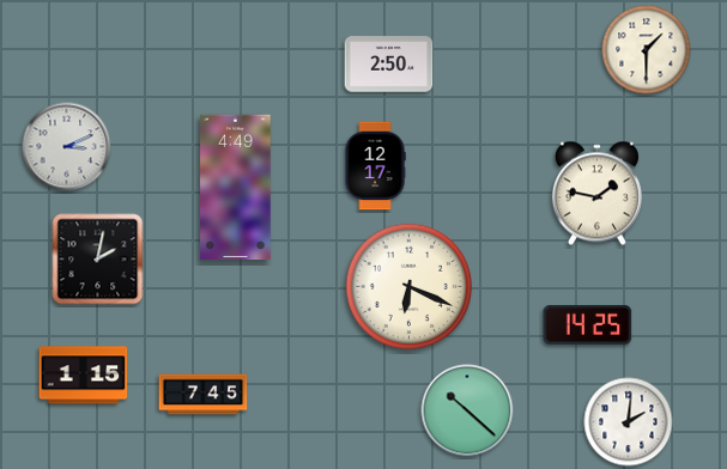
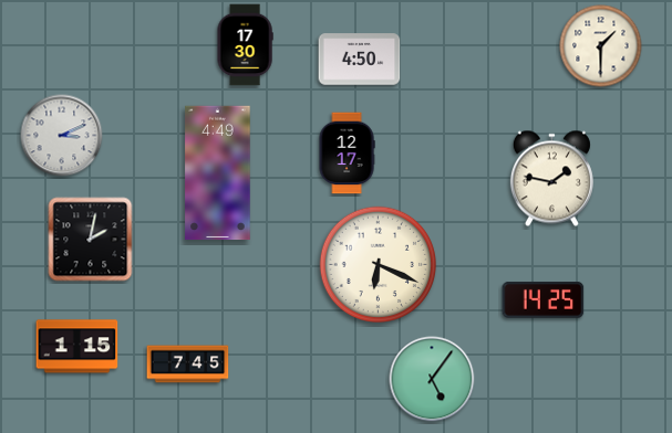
clock at (245, 45): none -> 17:30
clock at (647, 50) position: (647, 50) -> (601, 46)
clock at (389, 65): 2:50 -> 4:50
clock at (467, 410): 10:22 -> 5:06
clock at (629, 422): 2:01 -> none
